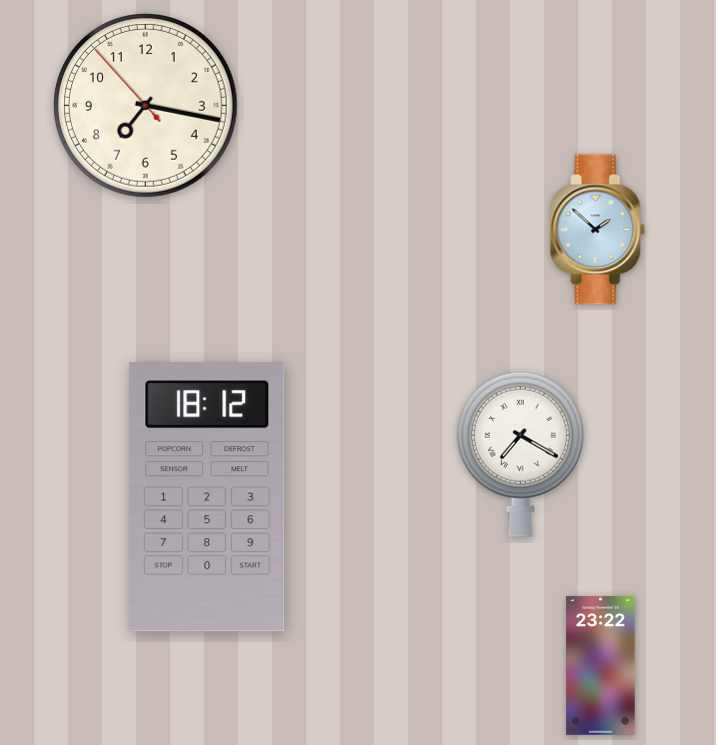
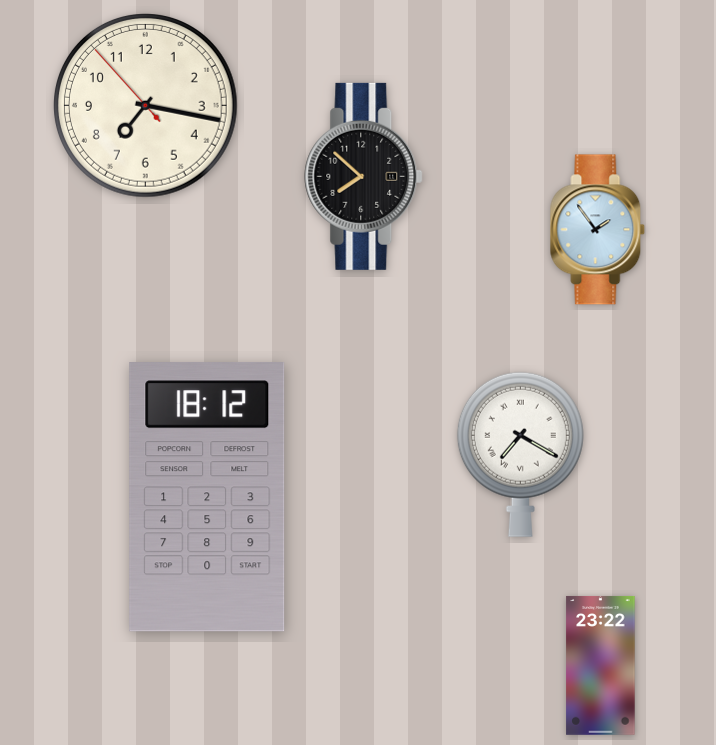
clock at (364, 176): none -> 7:52
clock at (598, 230): 1:52 -> 1:54
